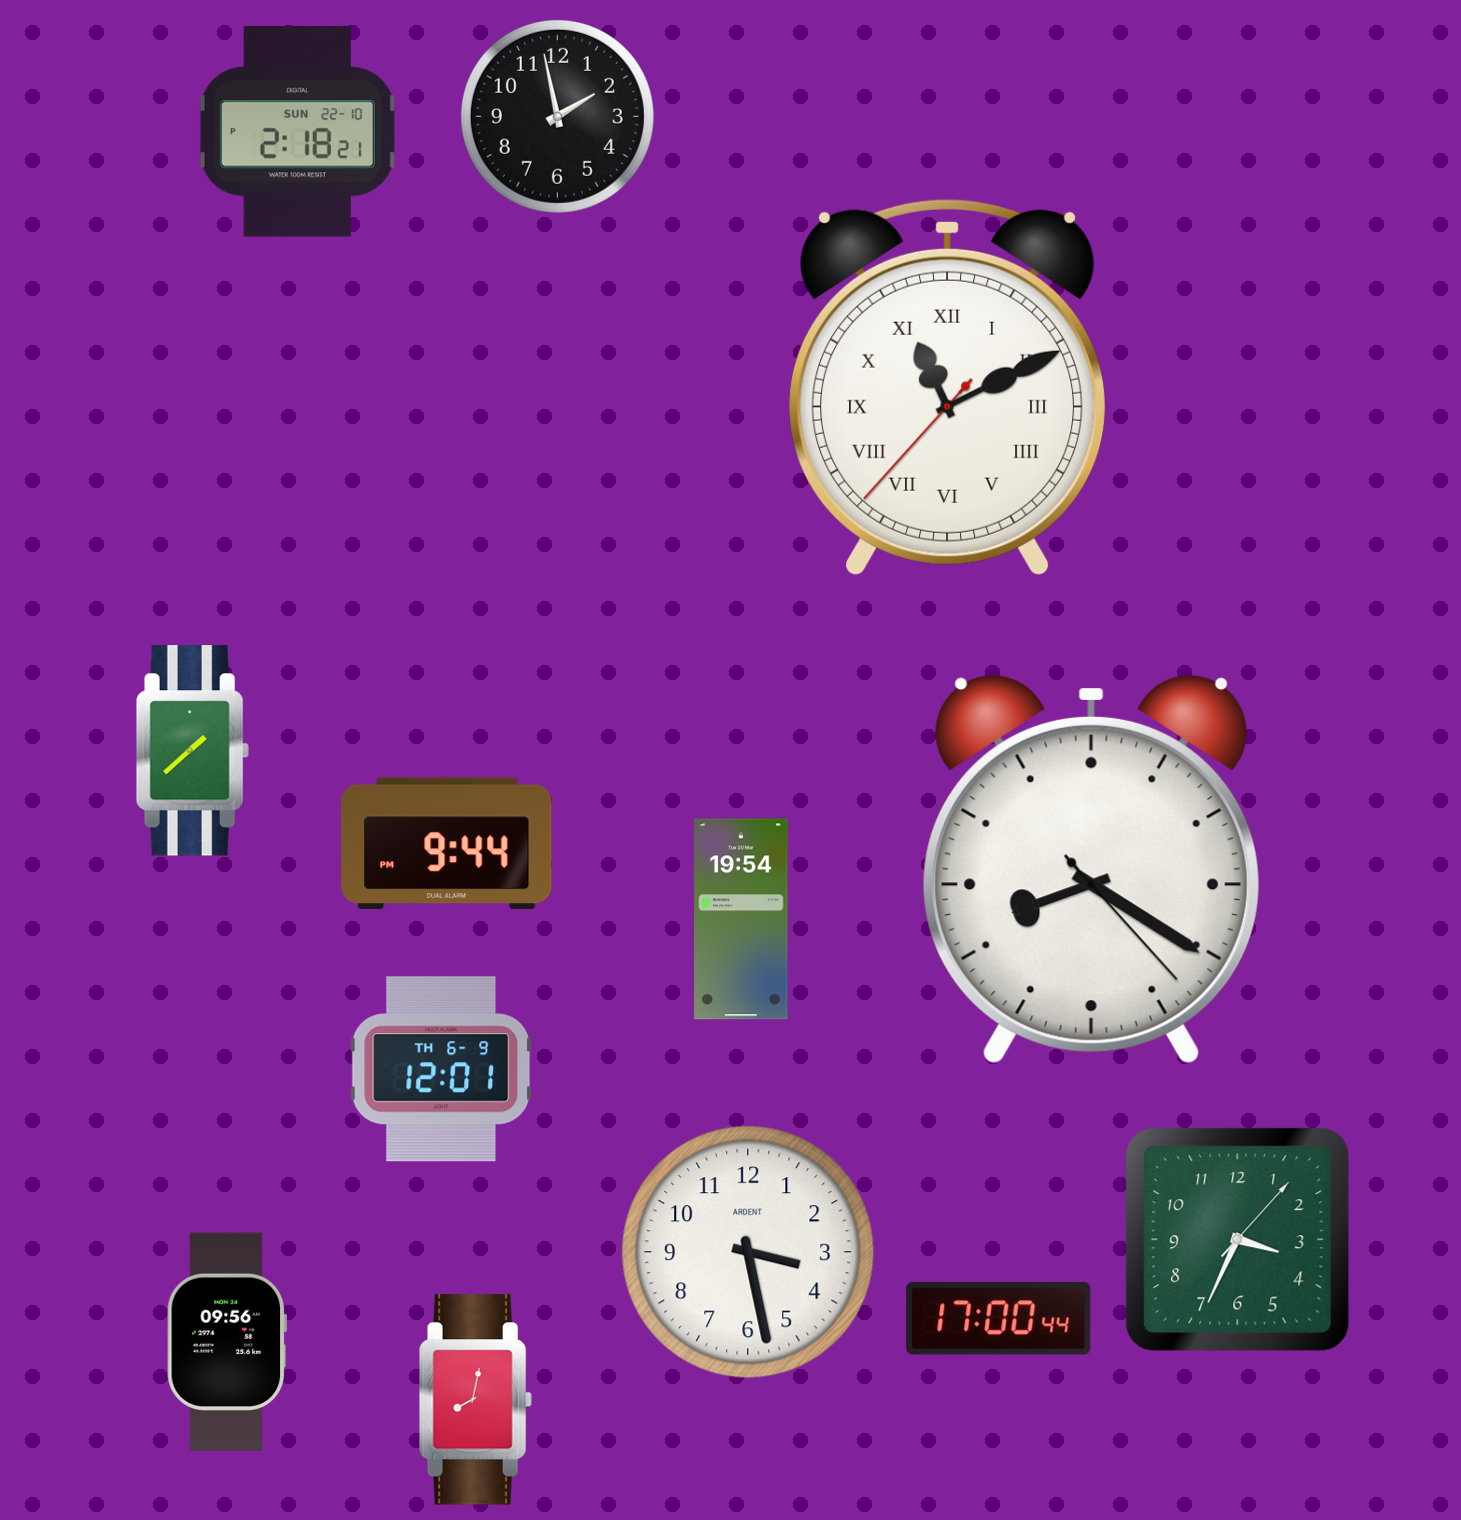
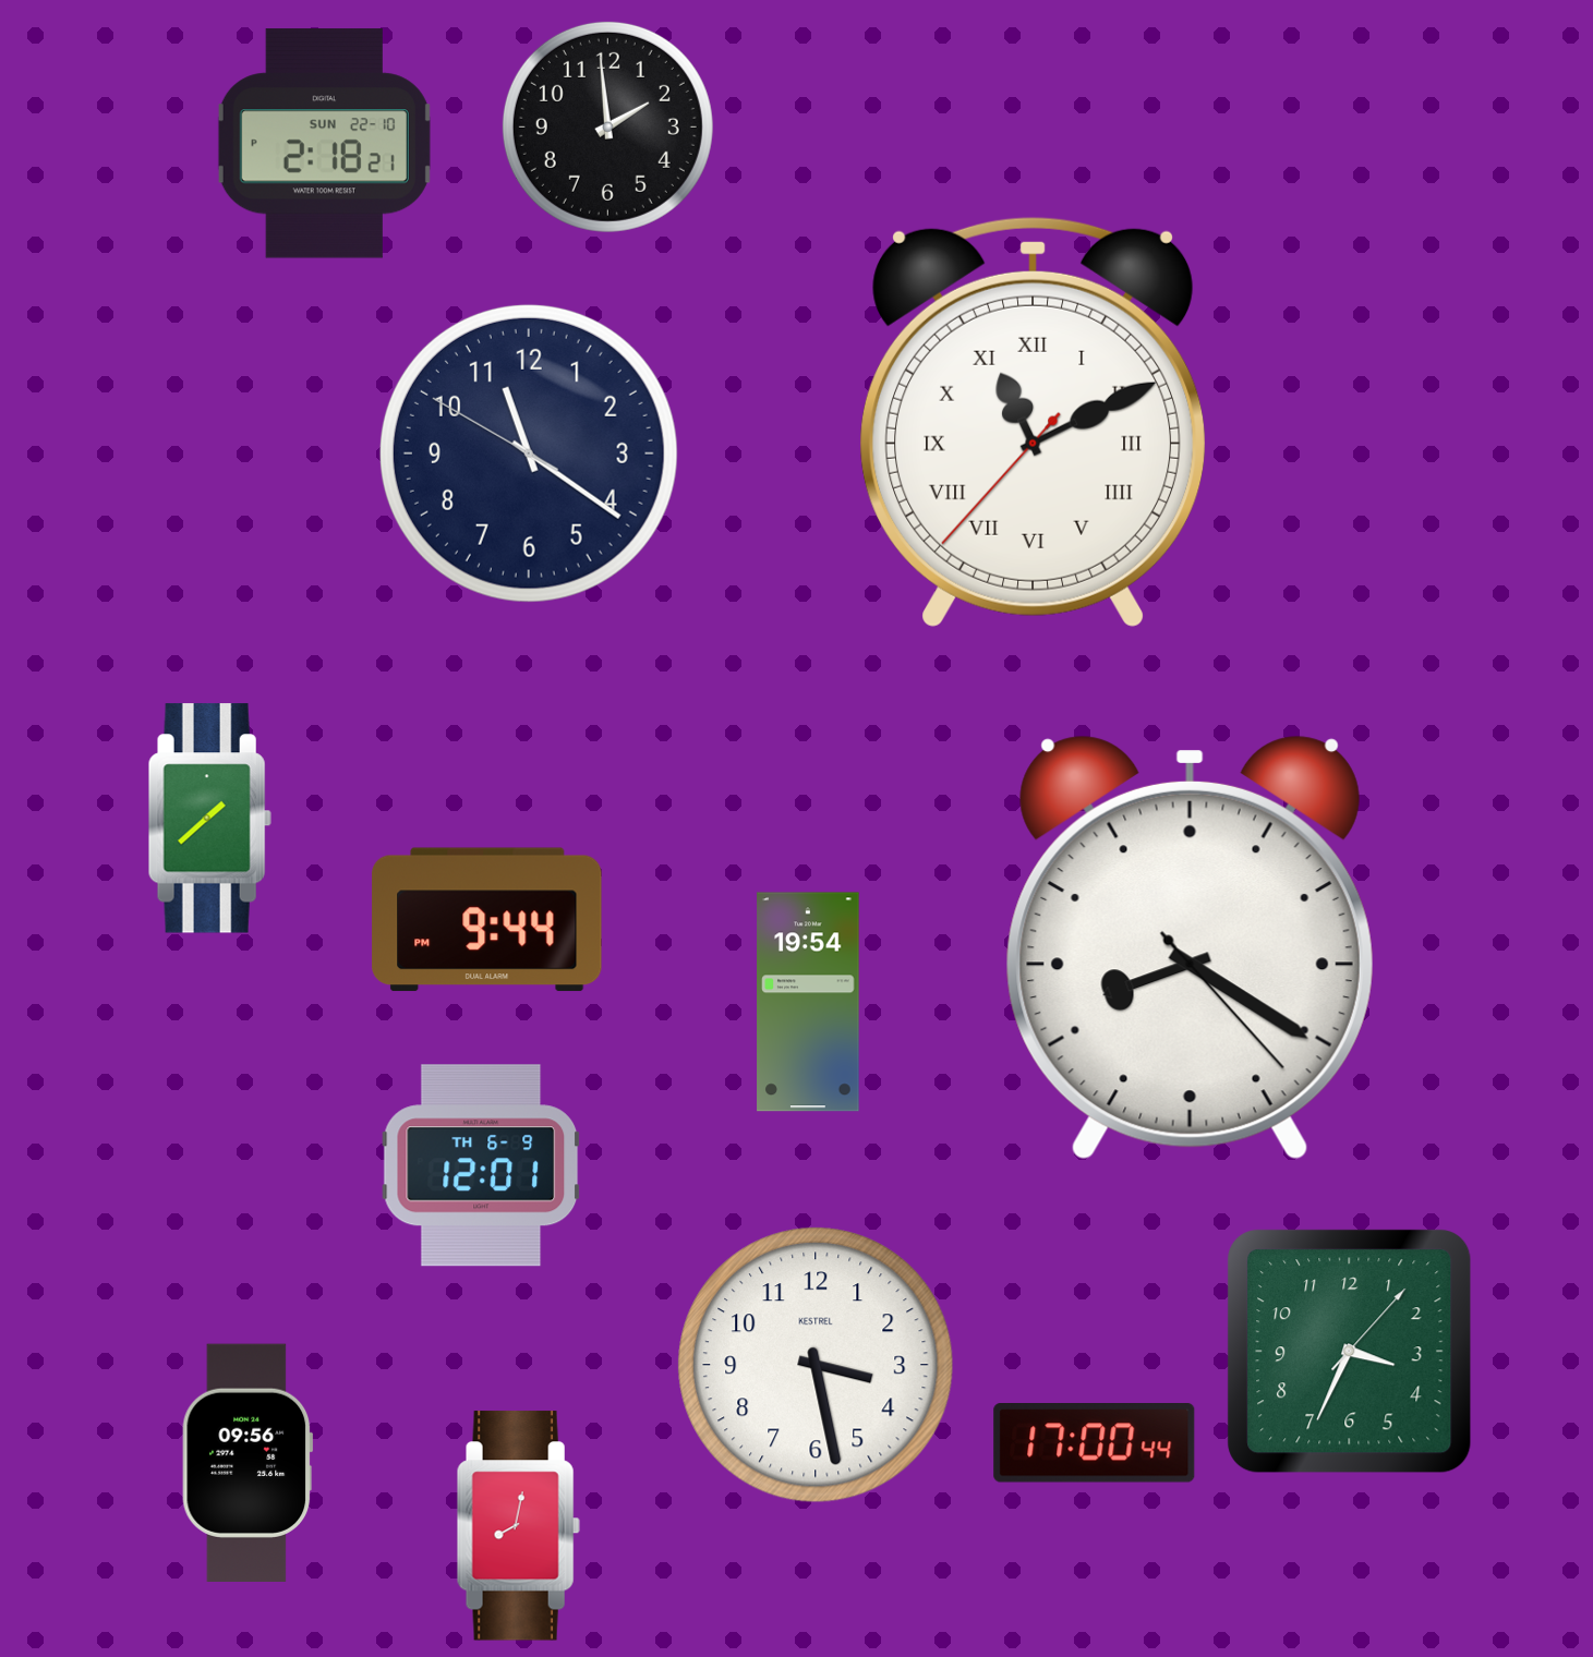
clock at (557, 116): 1:58 -> 1:59
clock at (529, 453): none -> 11:20
clock at (748, 1252) brand: ARDENT -> KESTREL
clock at (999, 1319) position: (999, 1319) -> (1095, 1443)
